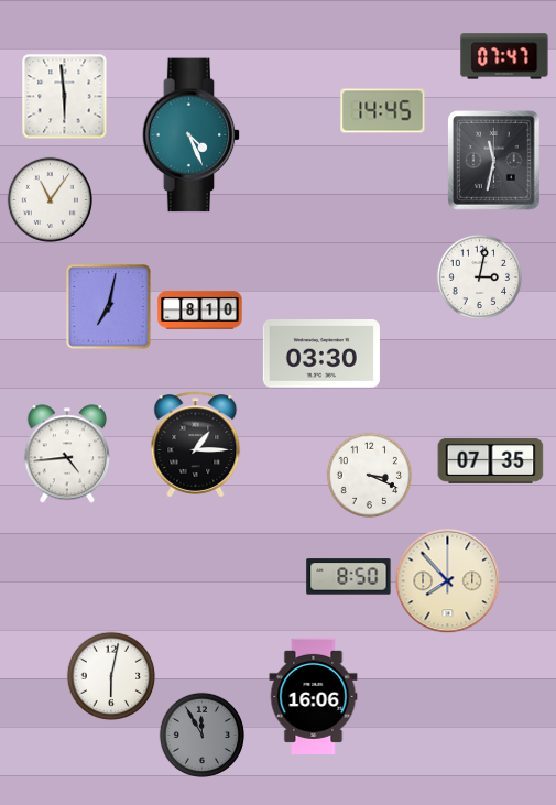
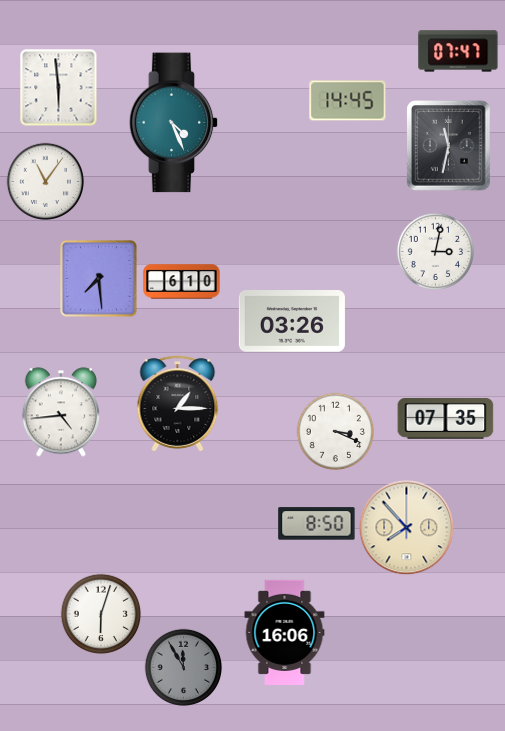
clock at (109, 307): 7:02 -> 7:29
clock at (200, 311): 8:10 -> 6:10
clock at (321, 355): 03:30 -> 03:26
clock at (111, 676): 6:02 -> 6:03
